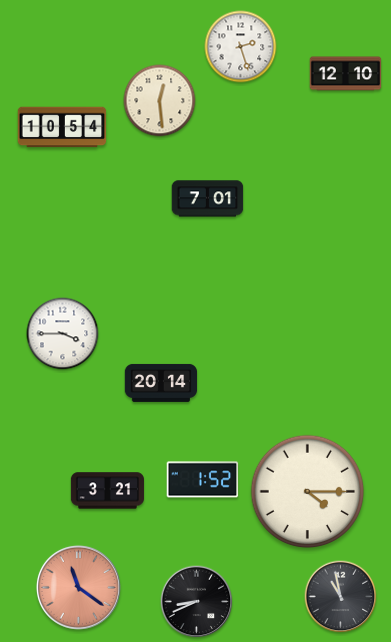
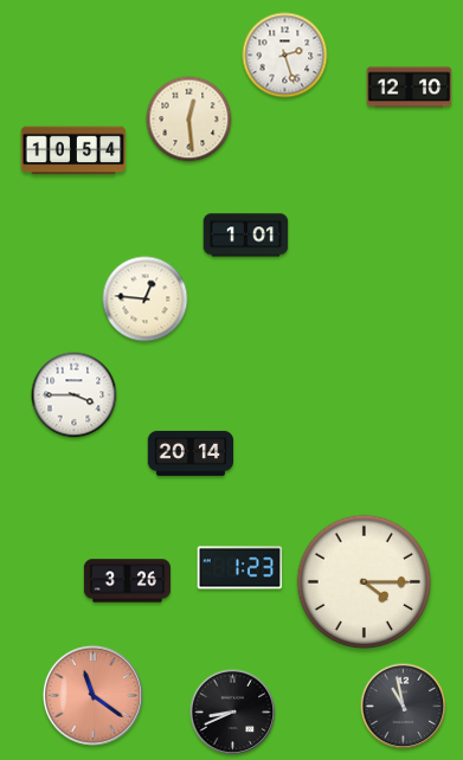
clock at (208, 199): 7:01 -> 1:01
clock at (146, 300): none -> 12:46
clock at (203, 480): 1:52 -> 1:23
clock at (107, 491): 3:21 -> 3:26
